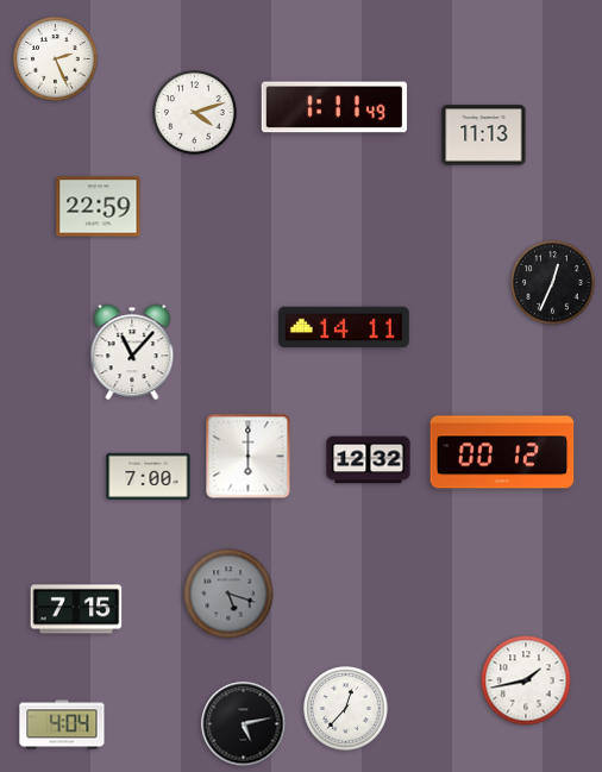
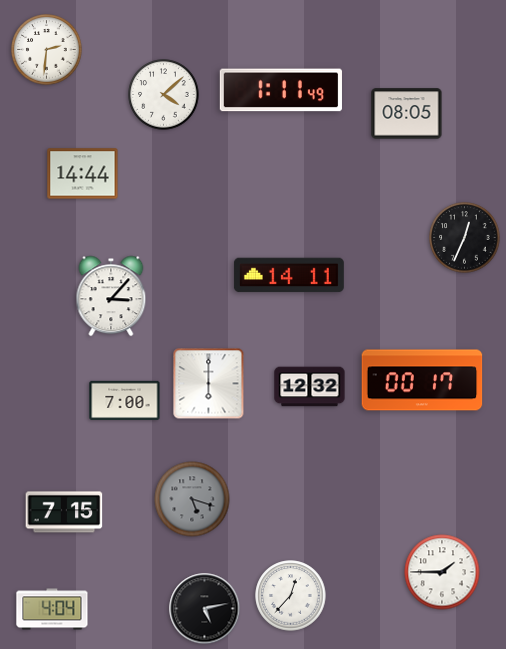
clock at (56, 59): 2:26 -> 2:31
clock at (195, 113): 4:12 -> 4:08
clock at (484, 136): 11:13 -> 08:05
clock at (99, 207): 22:59 -> 14:44
clock at (132, 352): 11:07 -> 3:07
clock at (502, 452): 00:12 -> 00:17
clock at (526, 680): 1:43 -> 1:45
